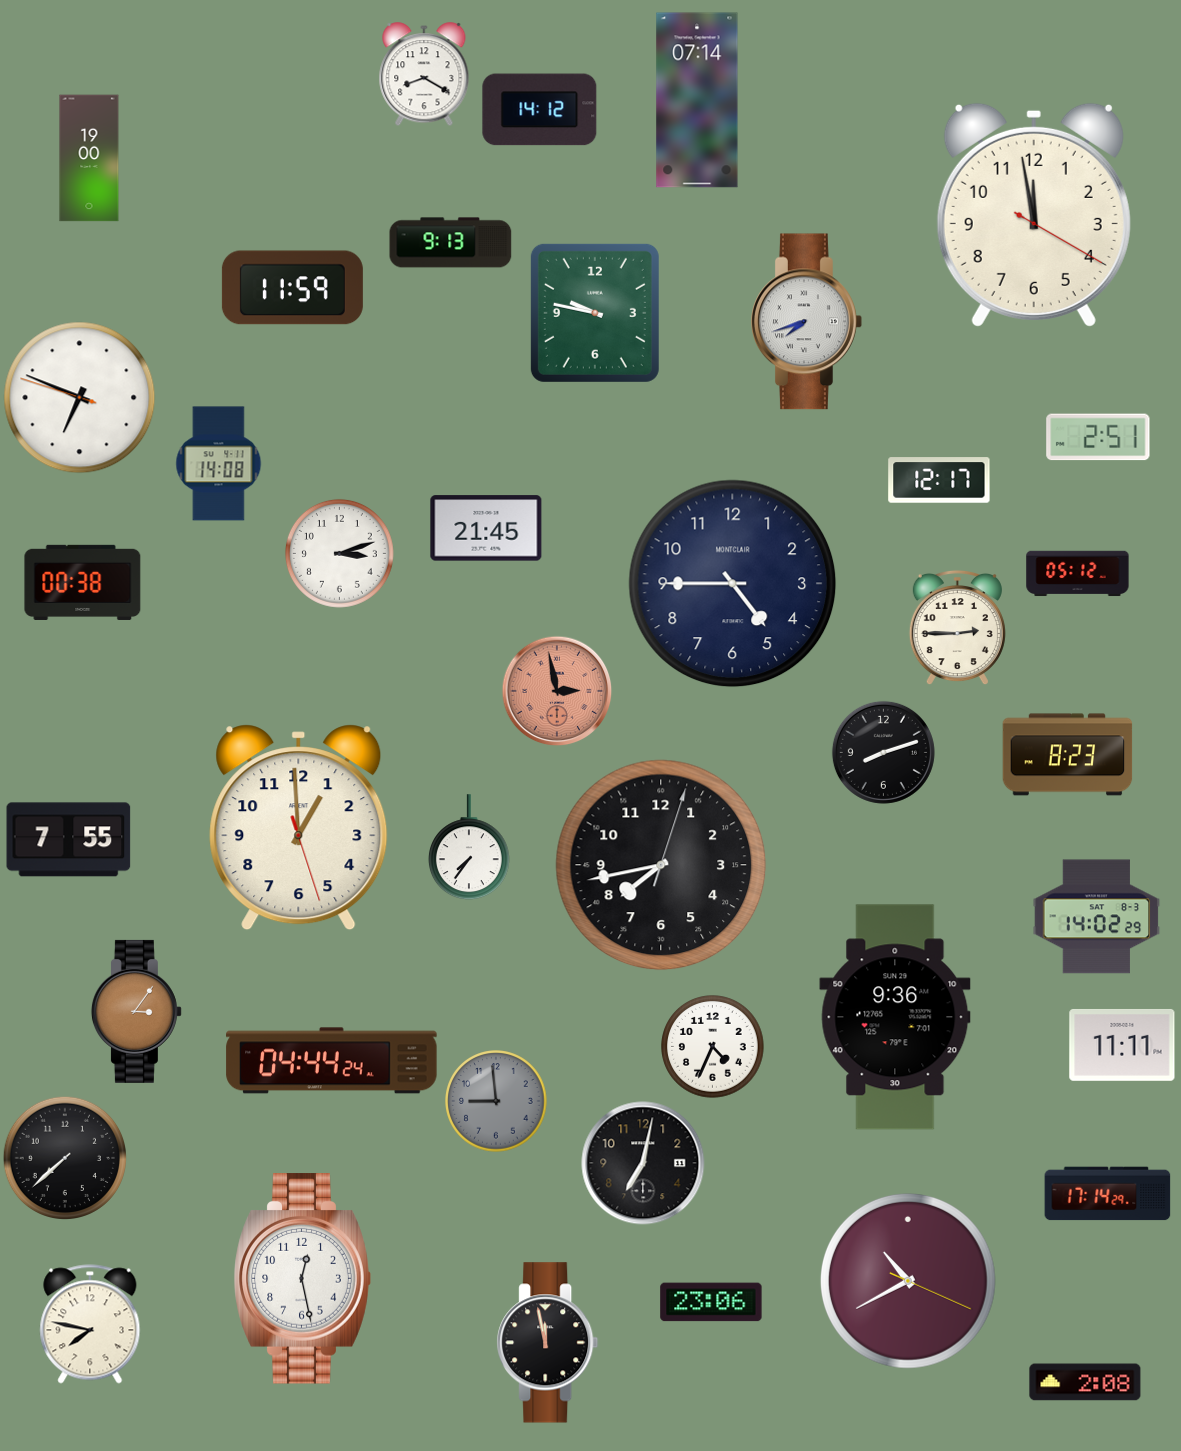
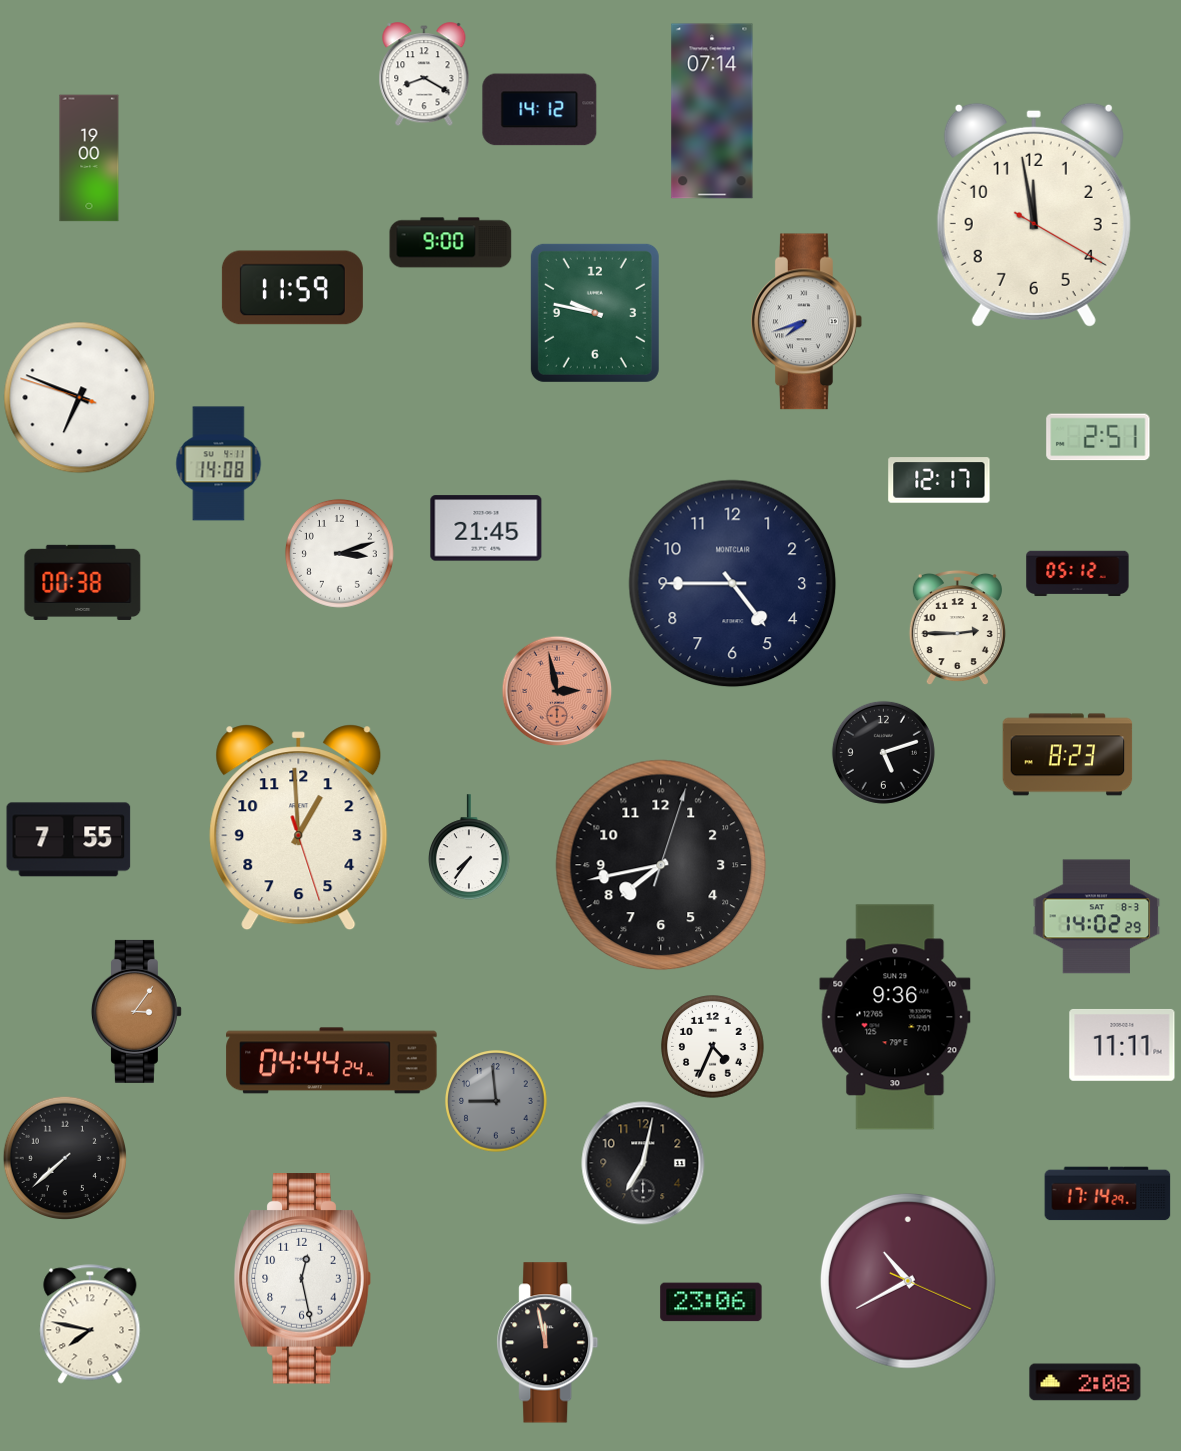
clock at (697, 100) position: (697, 100) -> (712, 111)
clock at (451, 243): 9:13 -> 9:00
clock at (883, 752): 8:12 -> 5:12
